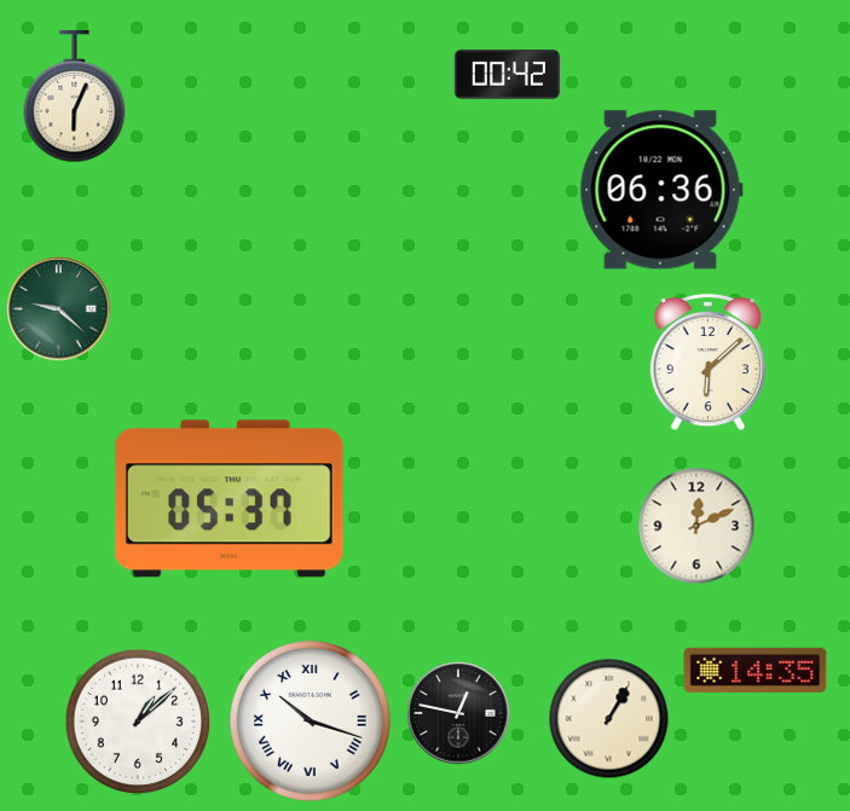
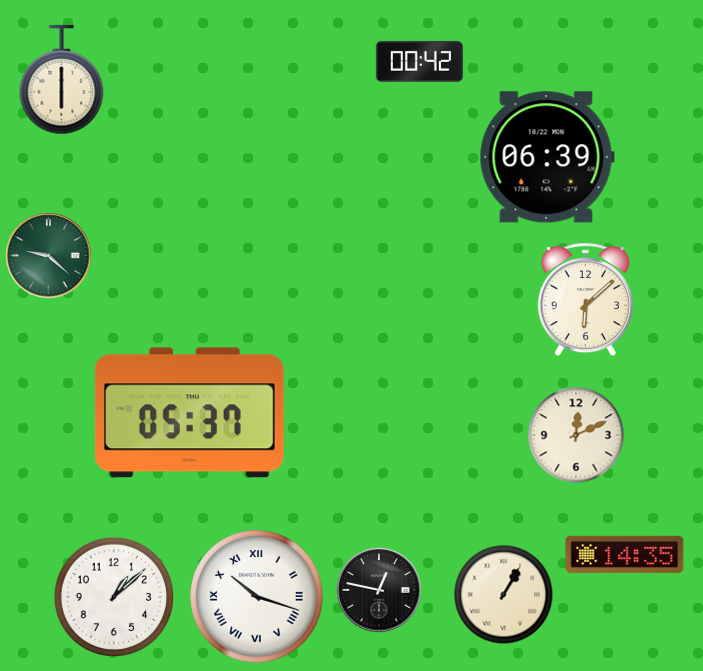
clock at (75, 97): 6:04 -> 6:00
clock at (661, 190): 06:36 -> 06:39
